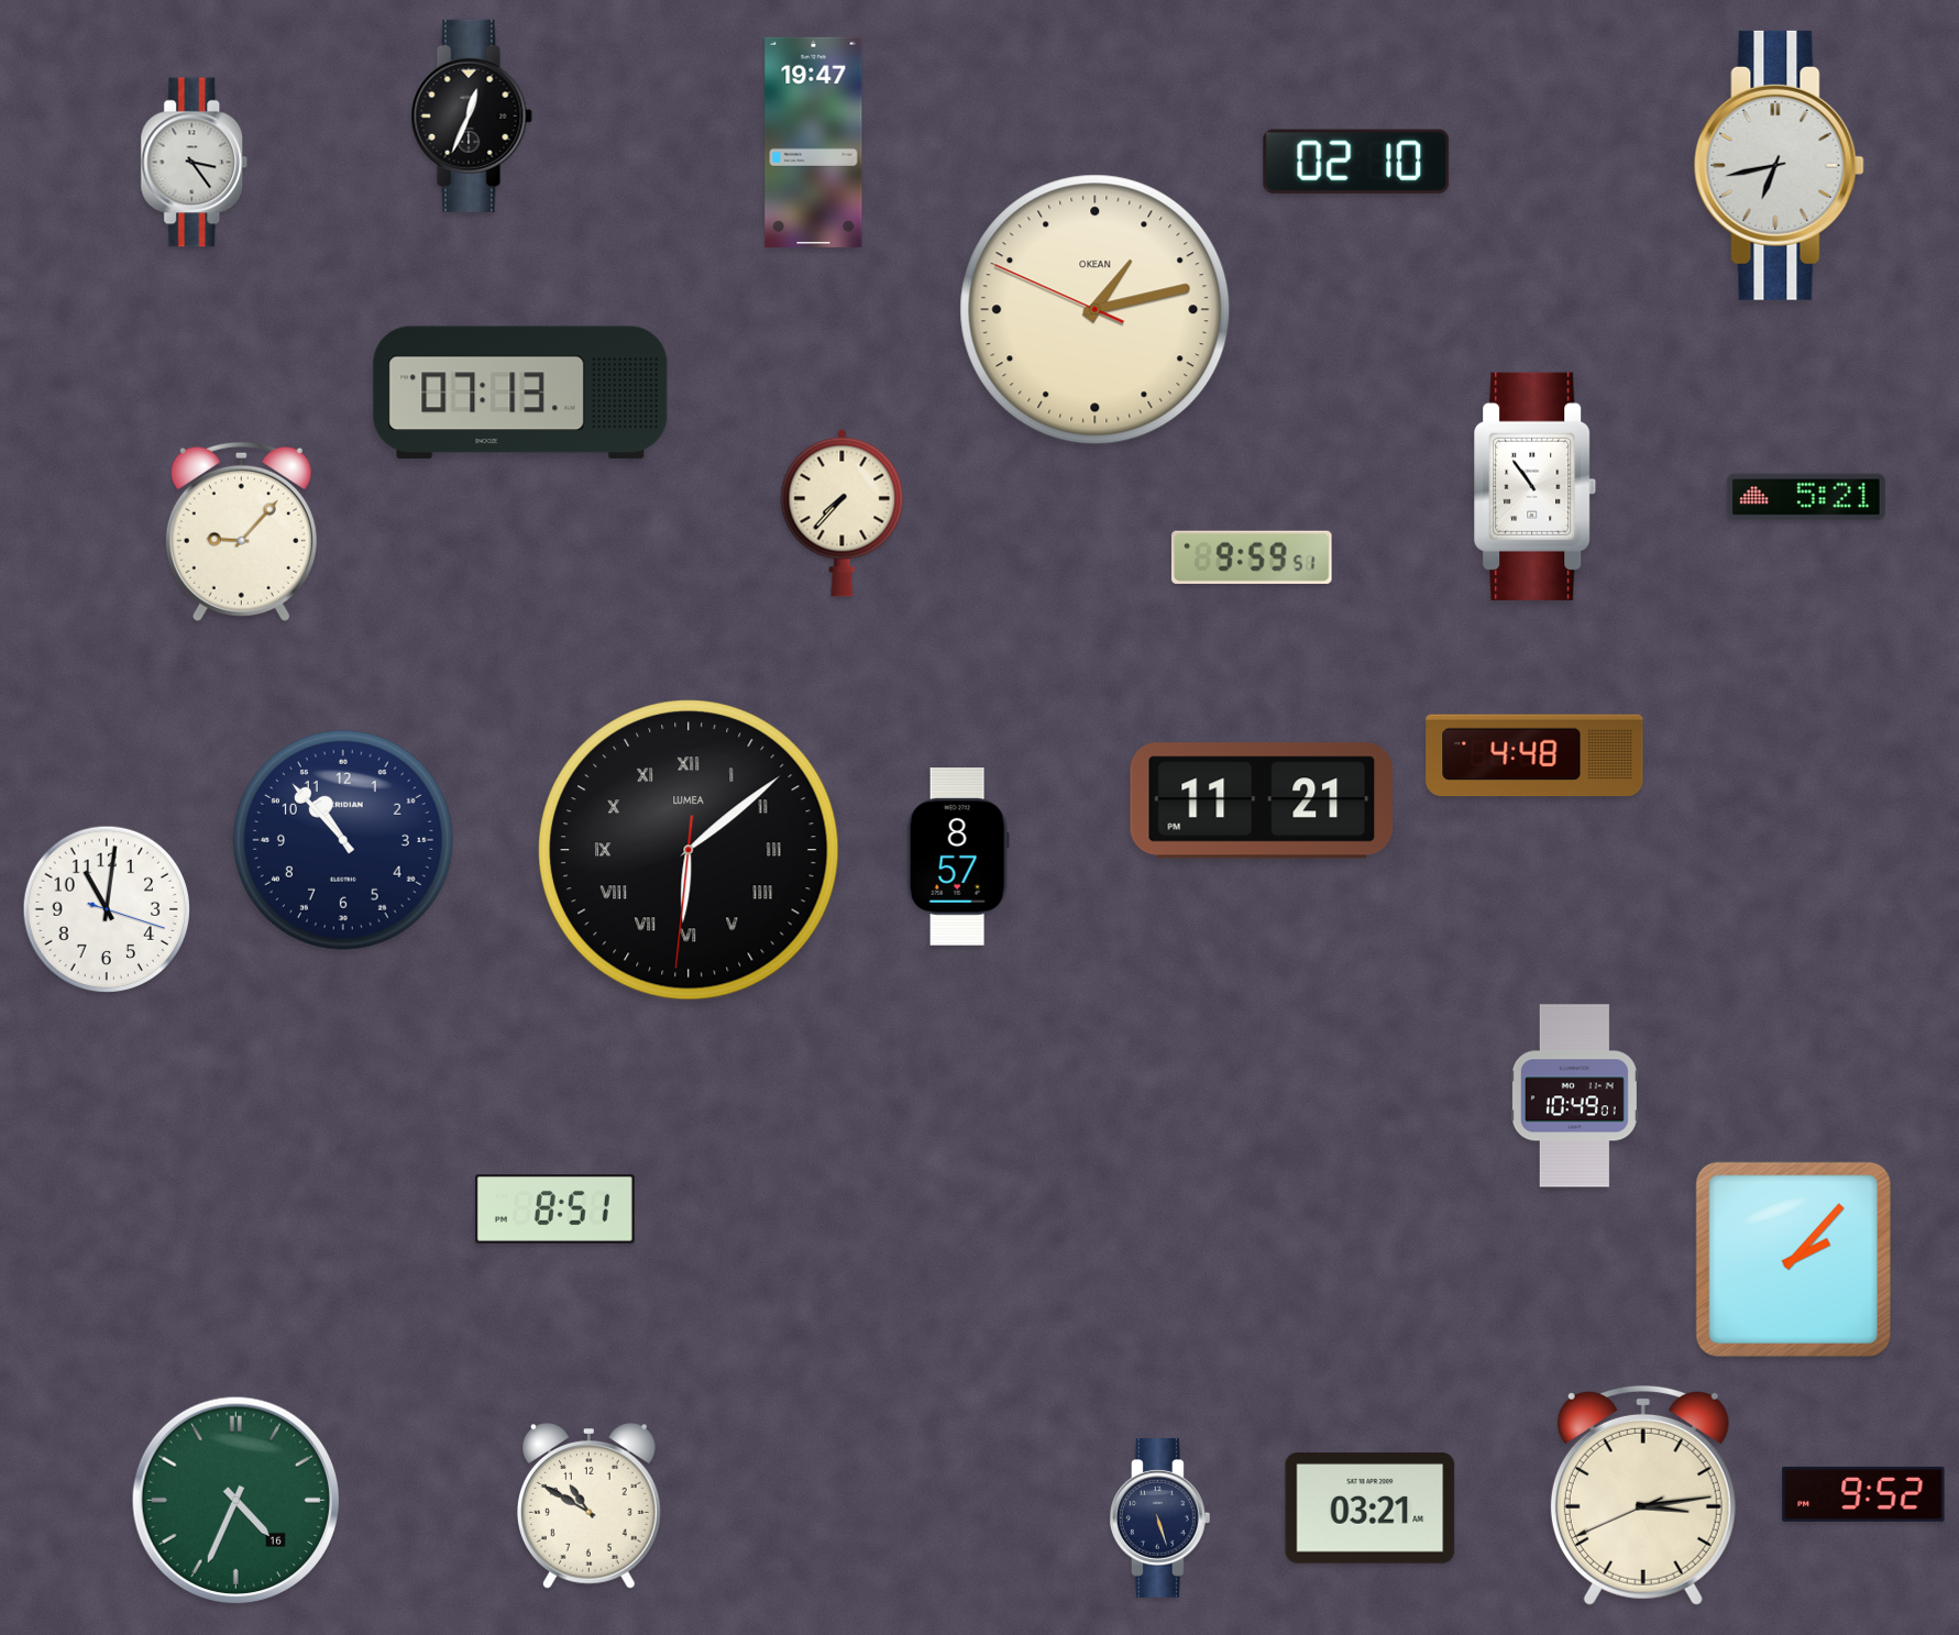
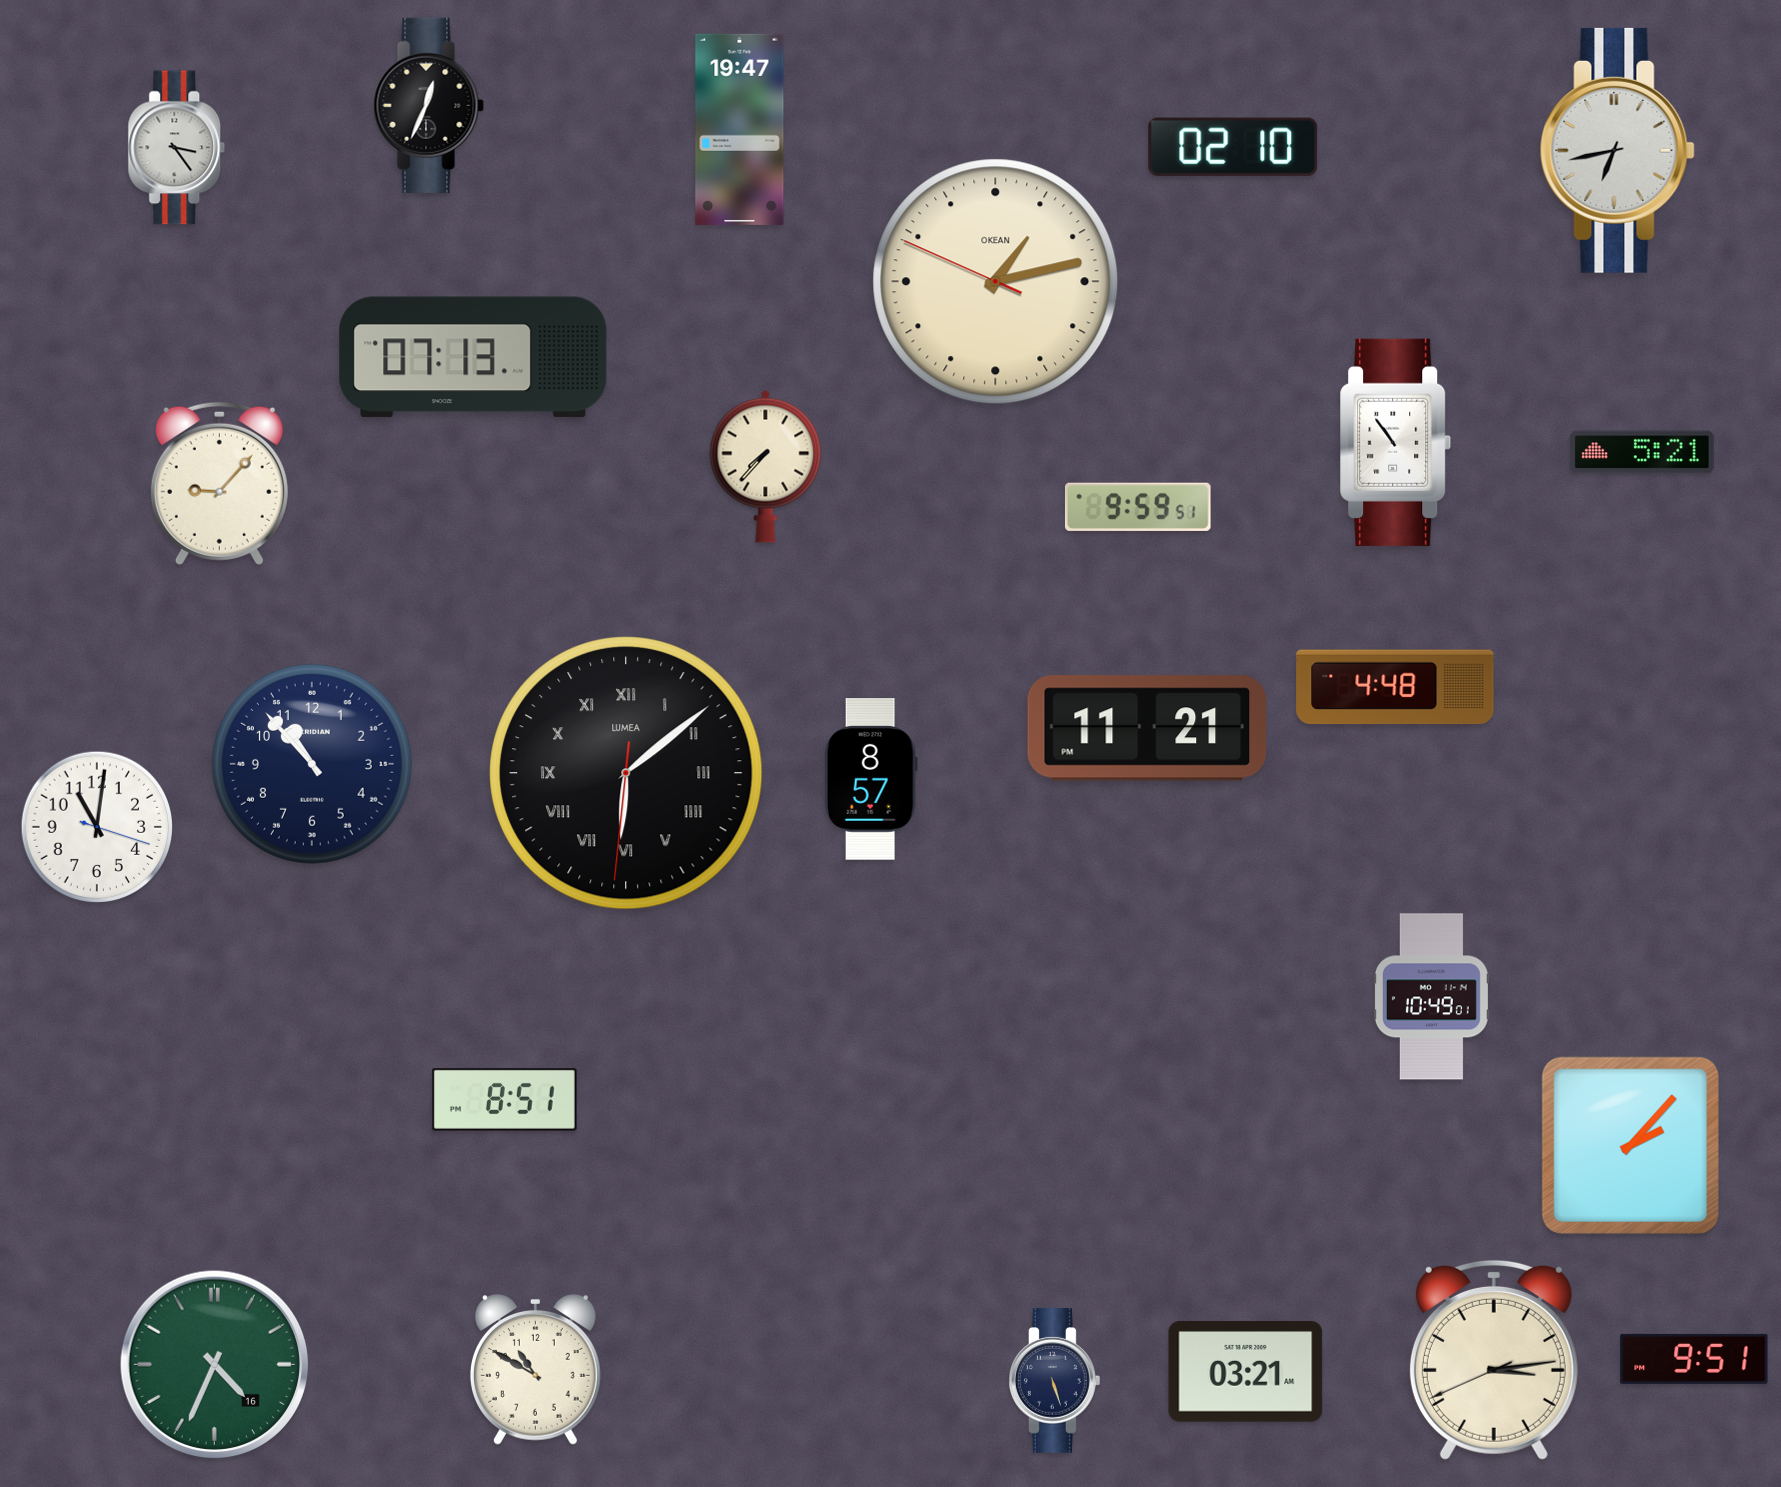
clock at (1863, 1494): 9:52 -> 9:51
